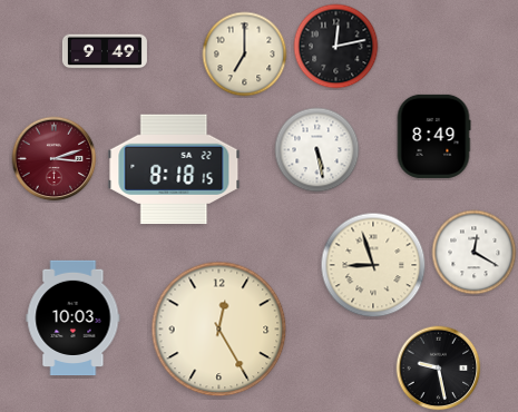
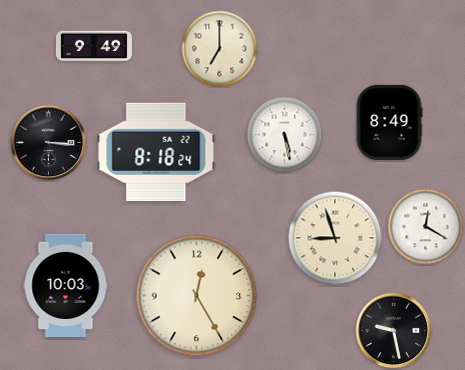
clock at (336, 47): 12:13 -> none
clock at (55, 159): 3:12 -> 3:16
clock at (55, 159) dial: burgundy -> black
clock at (174, 169): 8:18:15 -> 8:18:24
